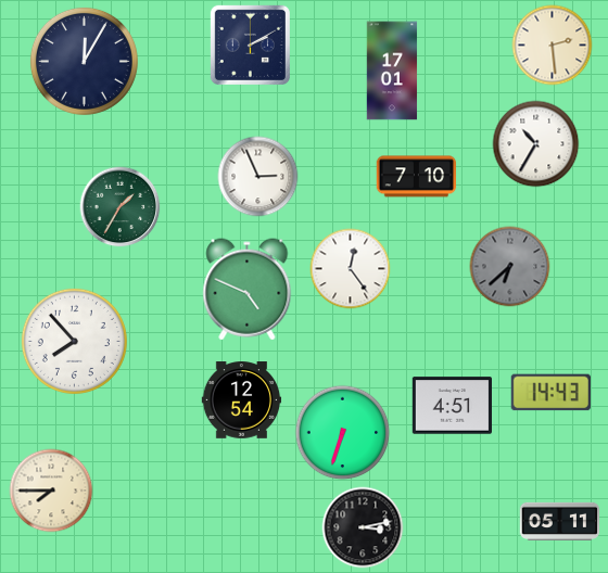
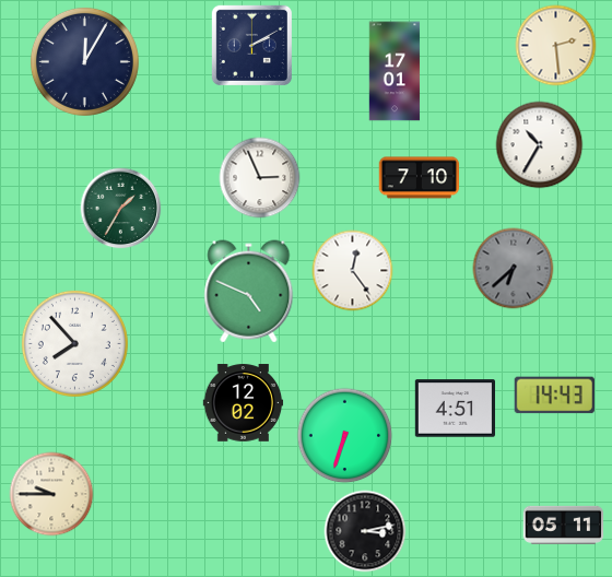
clock at (242, 400): 12:54 -> 12:02
clock at (51, 491): 7:45 -> 9:45
